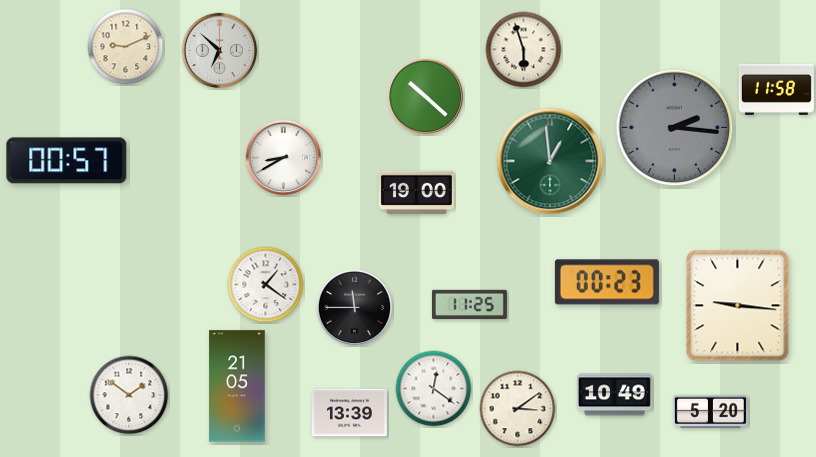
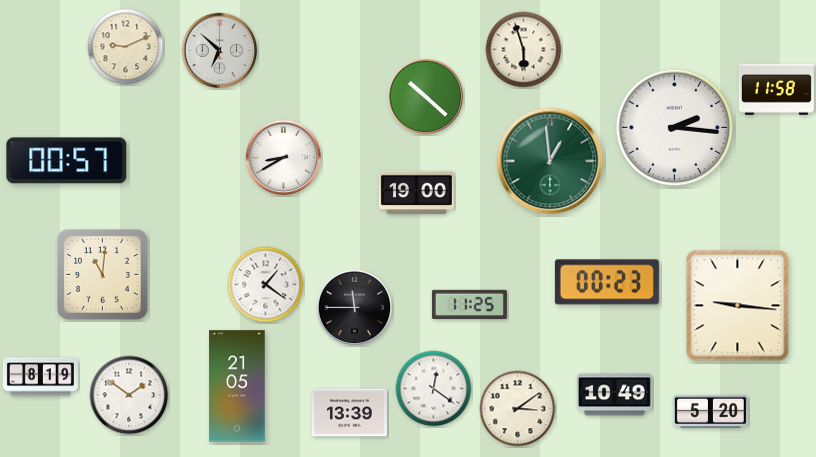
clock at (675, 128) dial: grey -> white
clock at (103, 275): none -> 11:01
clock at (40, 377): none -> 8:19
